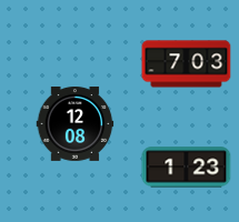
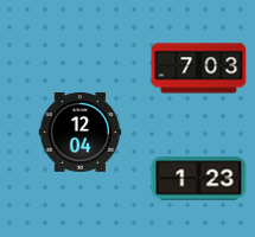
clock at (76, 123): 12:08 -> 12:04
